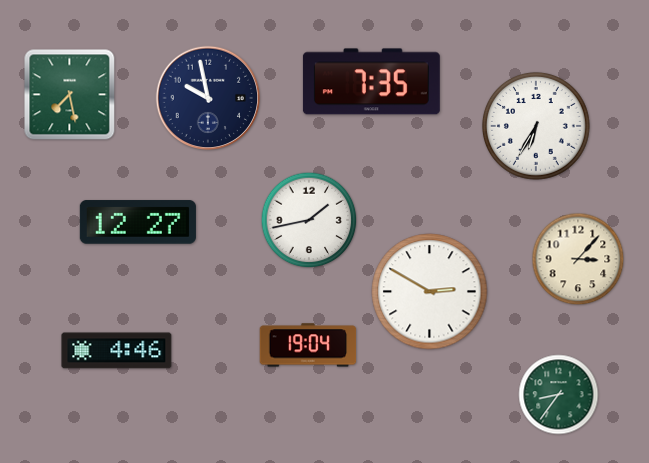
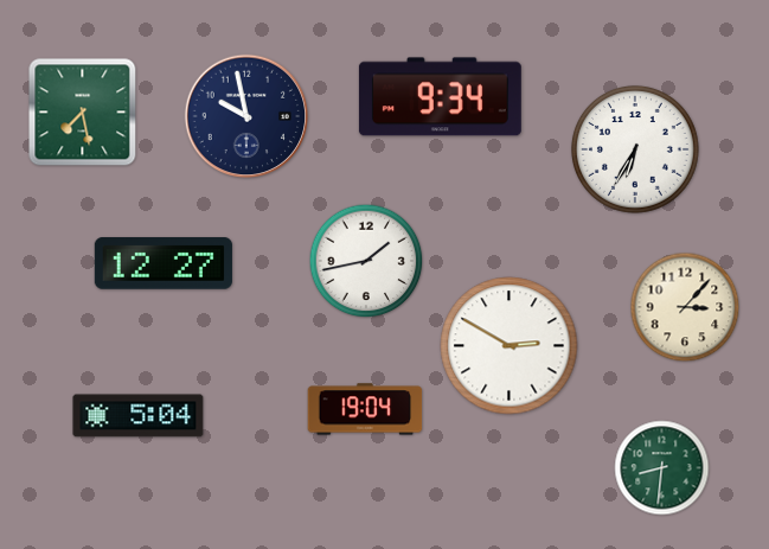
clock at (371, 82): 7:35 -> 9:34
clock at (117, 351): 4:46 -> 5:04
clock at (559, 395): 8:36 -> 8:31
